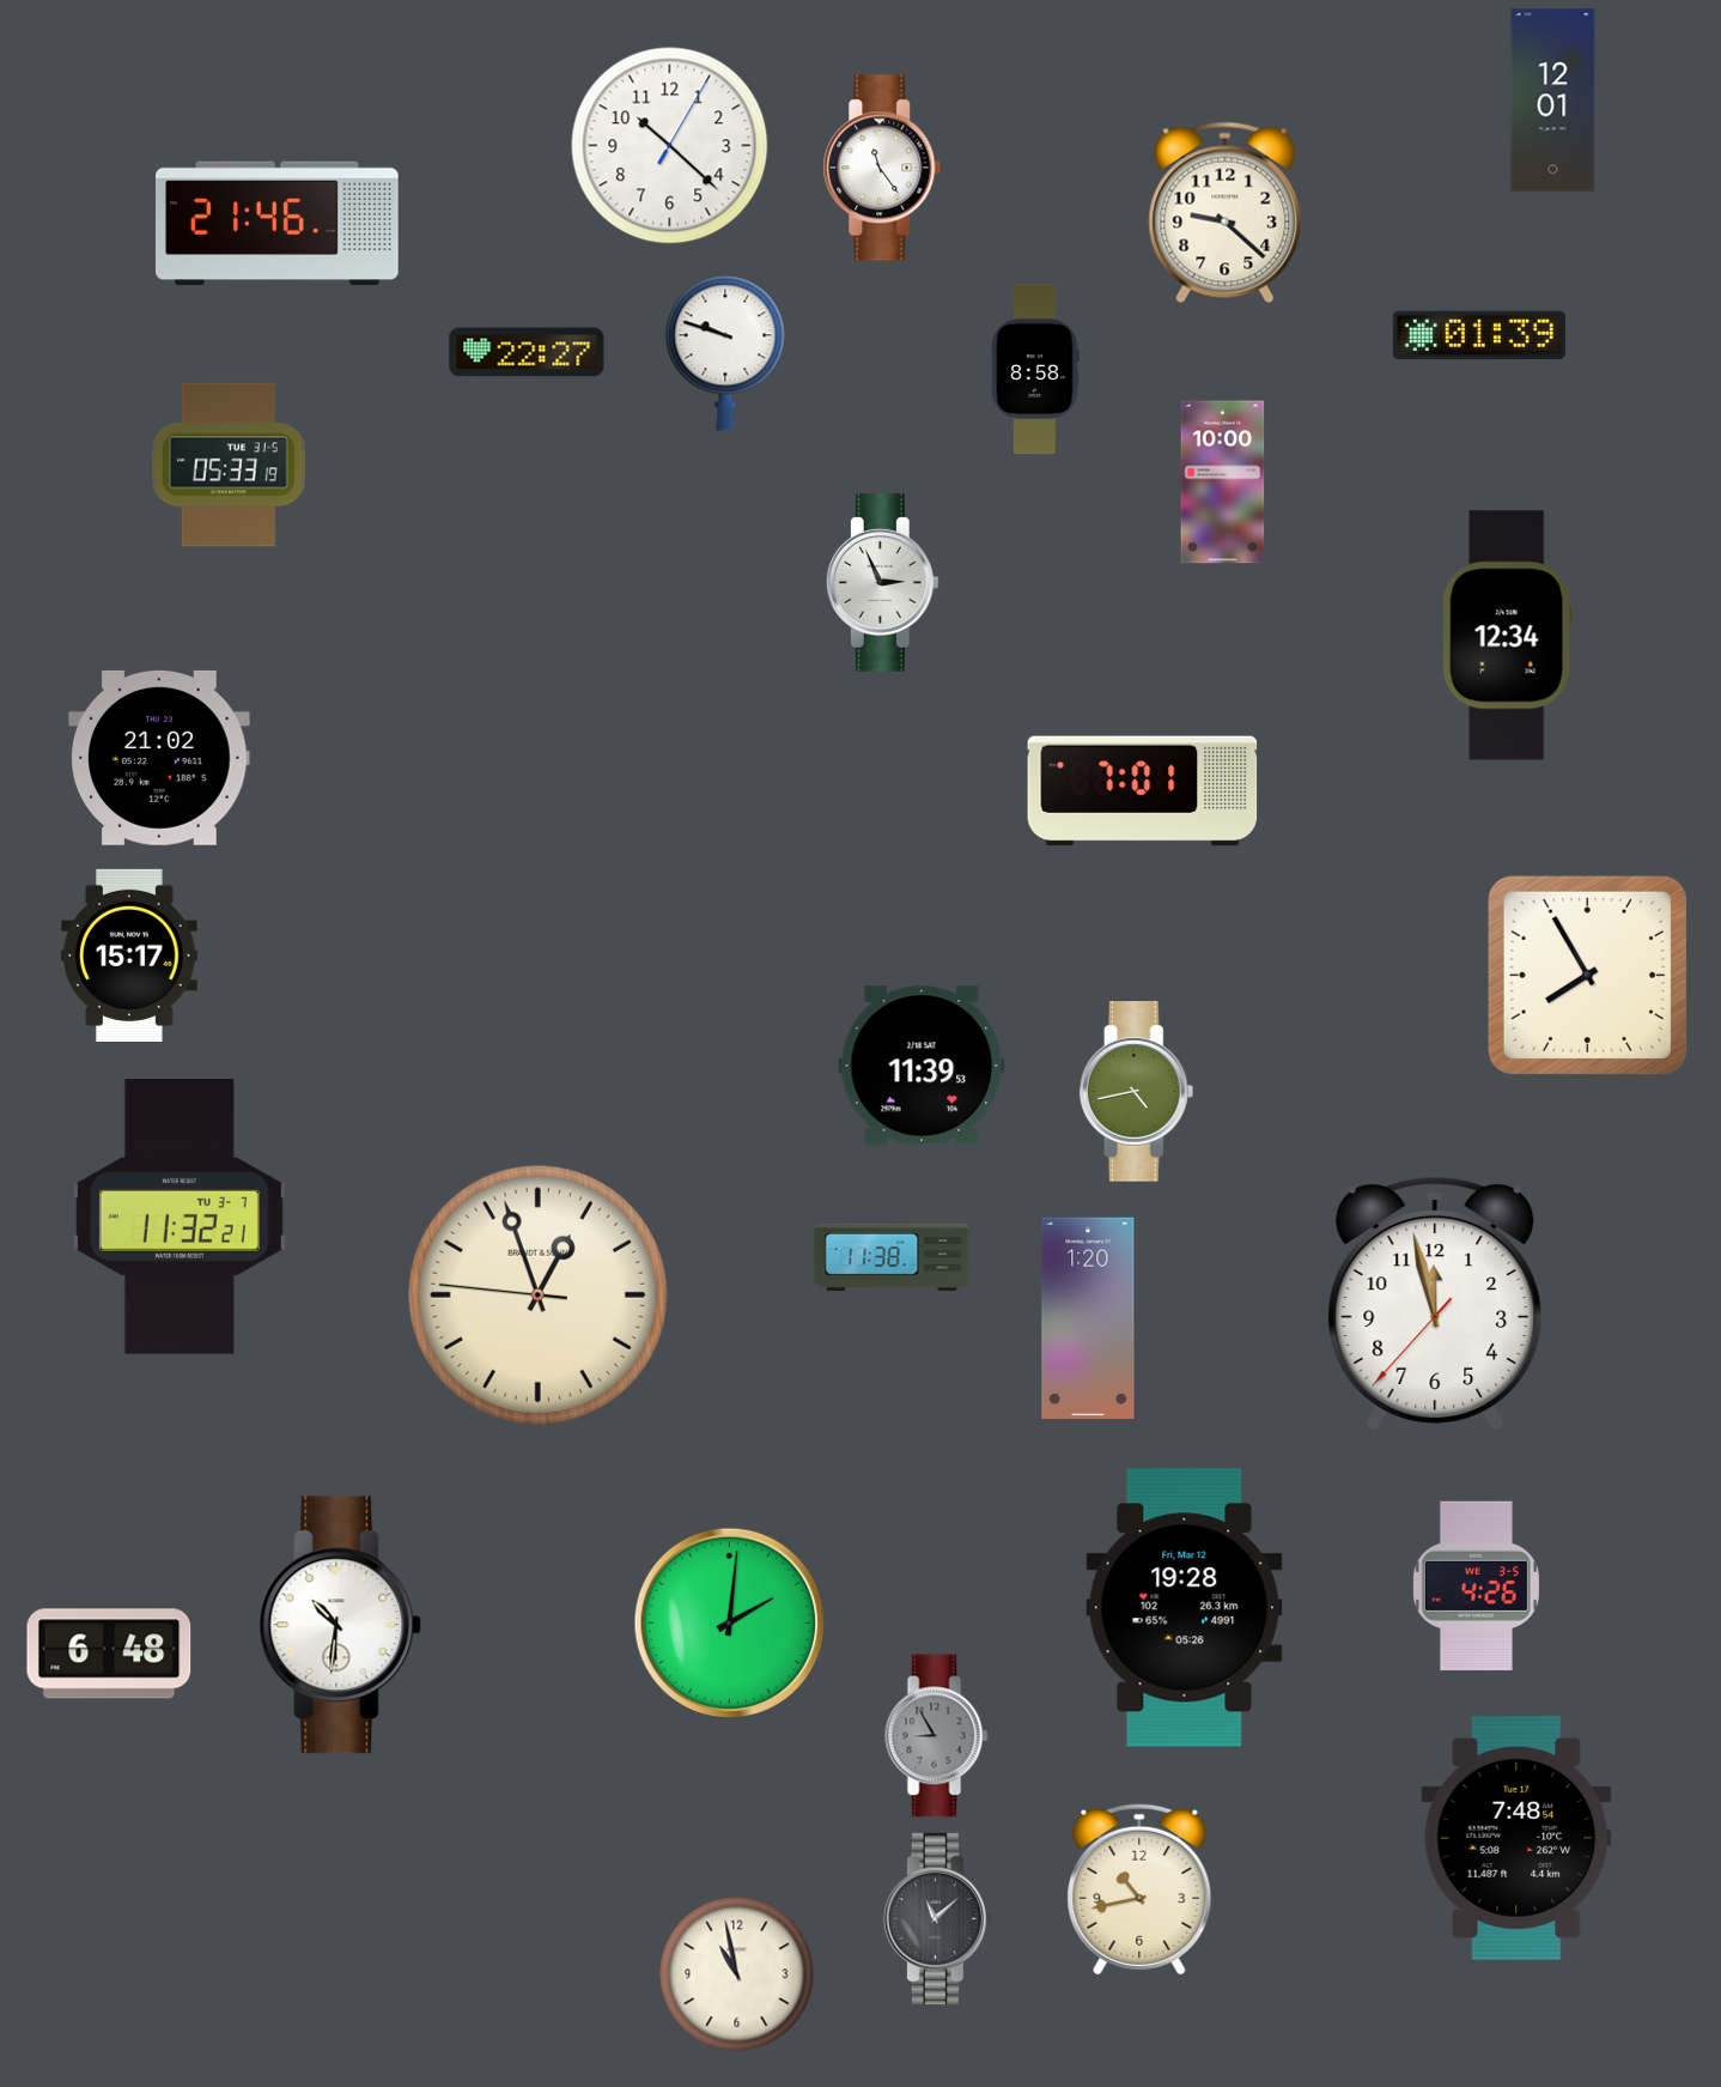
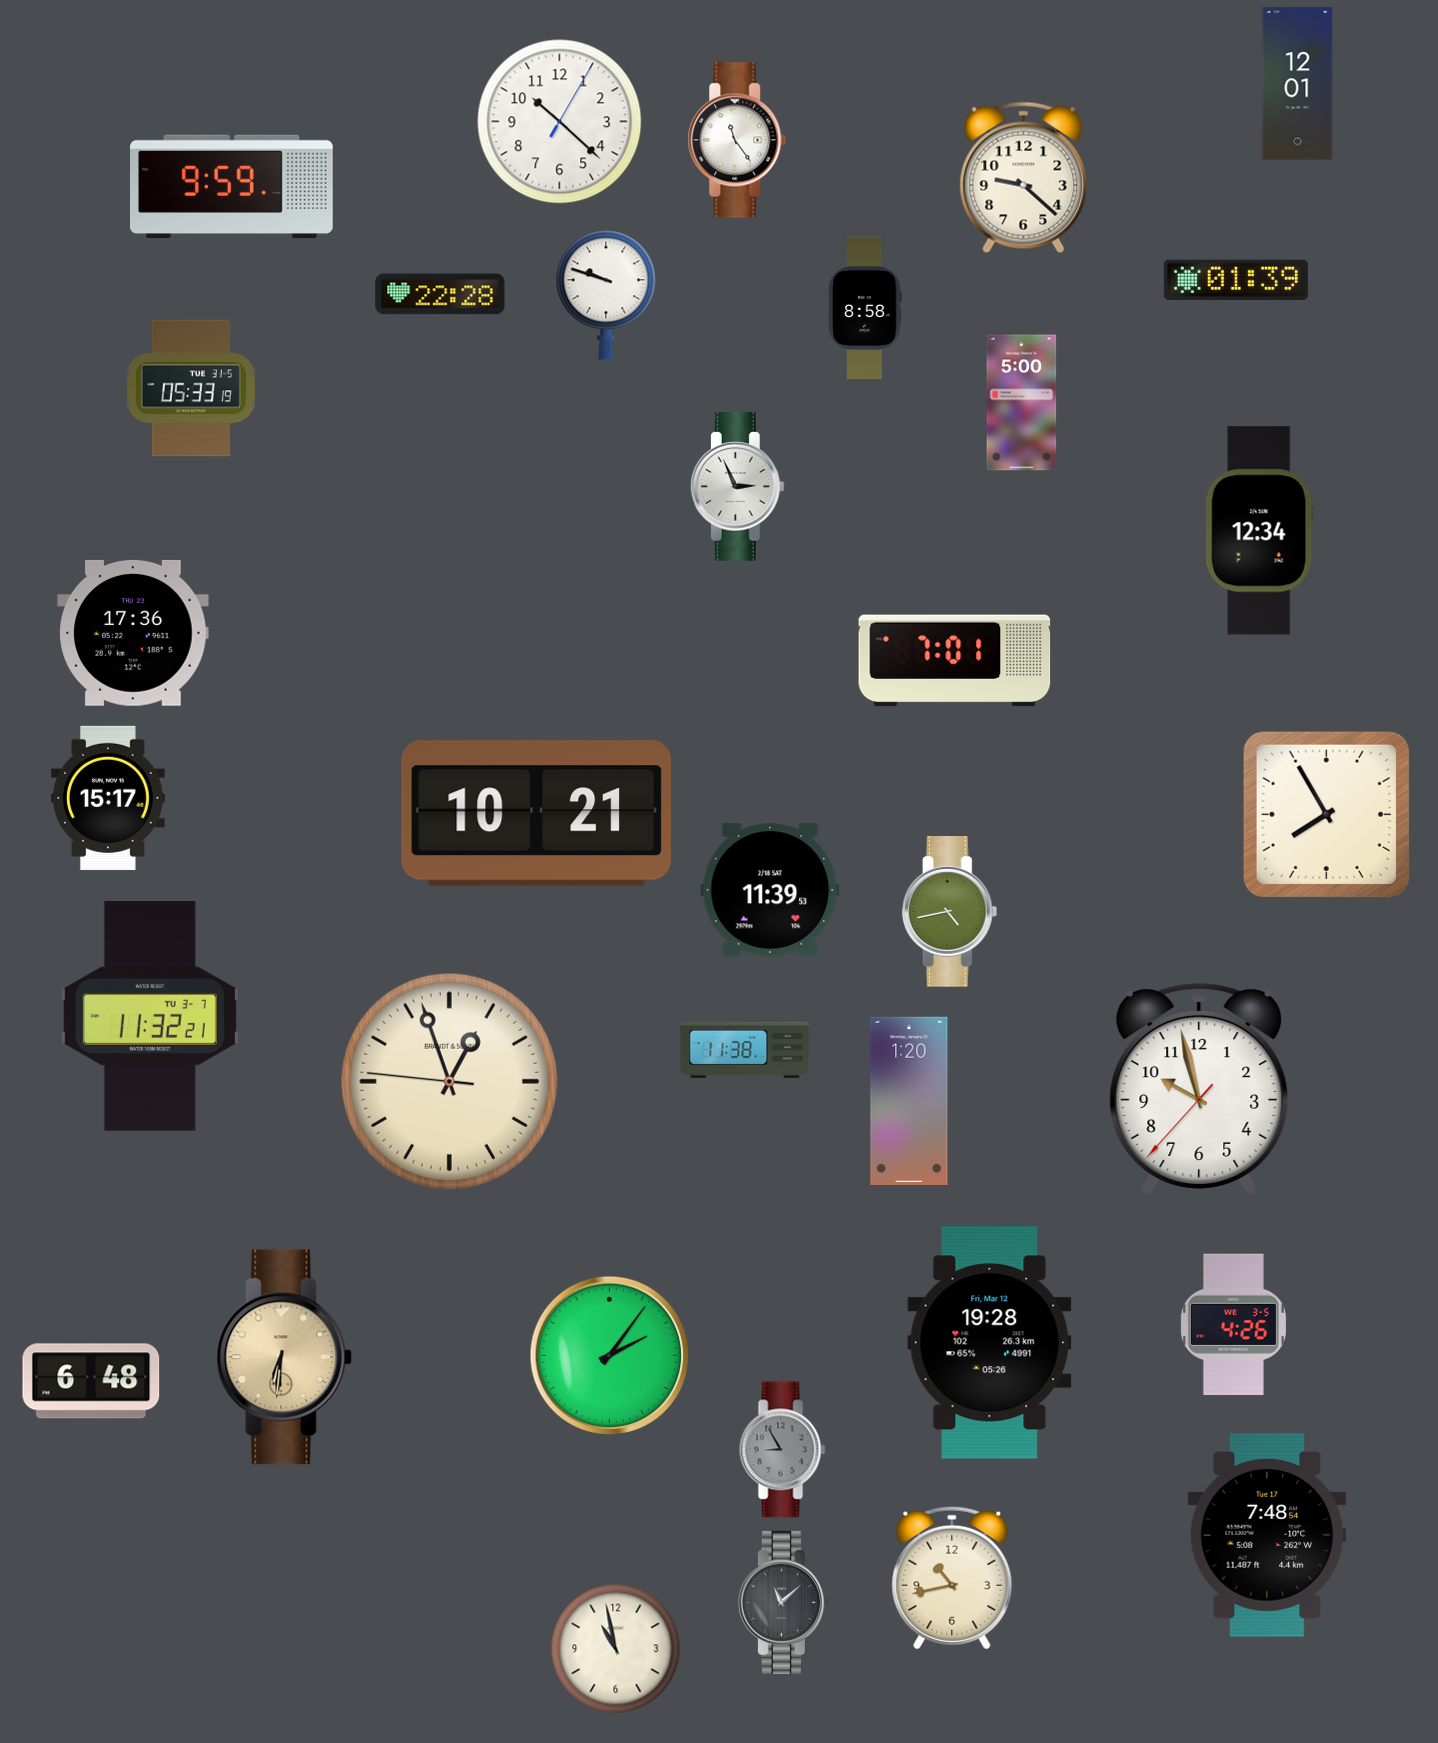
clock at (278, 224): 21:46 -> 9:59
clock at (527, 352): 22:27 -> 22:28
clock at (1223, 483): 10:00 -> 5:00
clock at (159, 758): 21:02 -> 17:36
clock at (536, 814): none -> 10:21
clock at (1435, 1304): 11:57 -> 9:57
clock at (730, 1624): 2:01 -> 2:06
clock at (340, 1625): 10:31 -> 6:31
clock at (340, 1625) dial: white -> champagne
